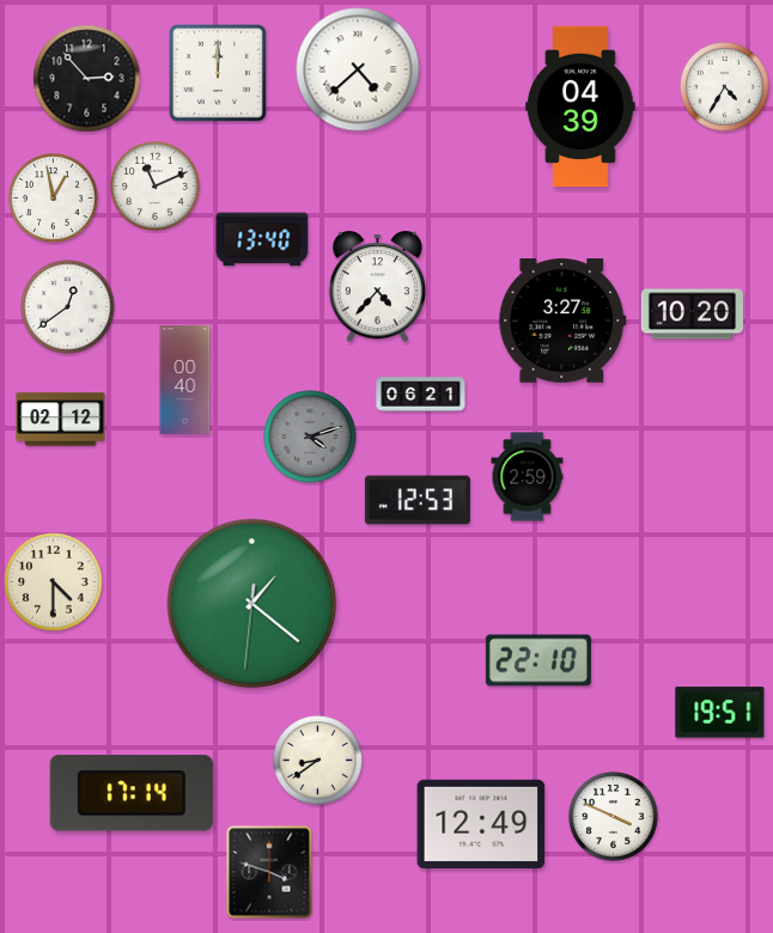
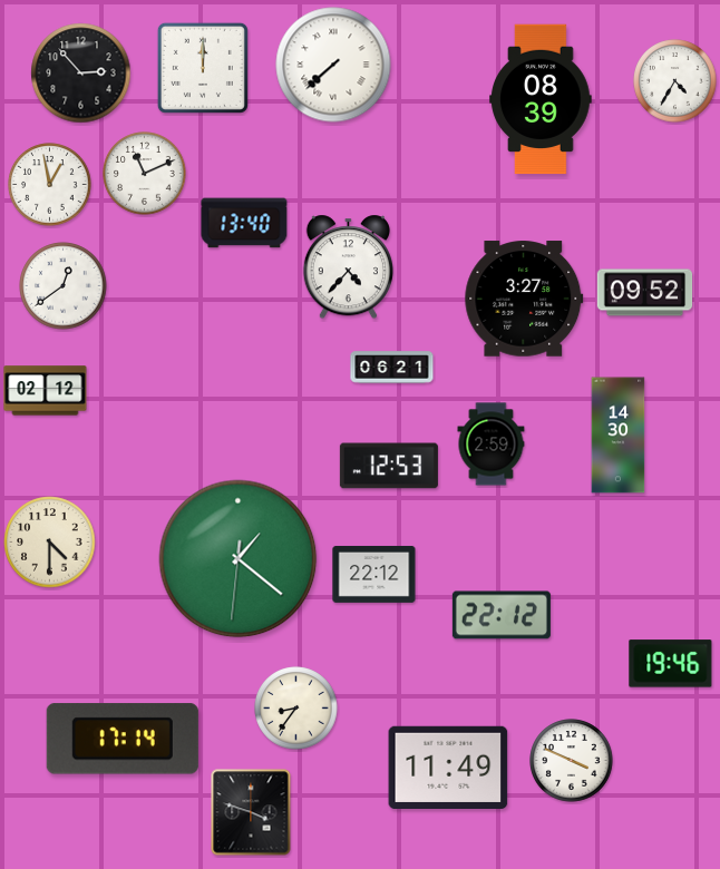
clock at (358, 69): 4:38 -> 7:38
clock at (580, 106): 04:39 -> 08:39
clock at (377, 287) position: (377, 287) -> (348, 267)
clock at (693, 315): 10:20 -> 09:52
clock at (185, 380): 00:40 -> none
clock at (61, 420) position: (61, 420) -> (46, 391)
clock at (310, 437): 4:12 -> none
clock at (619, 436): none -> 14:30
clock at (252, 604) position: (252, 604) -> (239, 559)
clock at (374, 574): none -> 22:12
clock at (538, 660): 22:10 -> 22:12
clock at (720, 713): 19:51 -> 19:46
clock at (318, 761): 8:39 -> 8:36
clock at (481, 823): 12:49 -> 11:49
